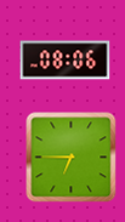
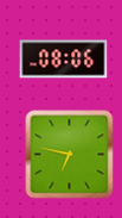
clock at (72, 158): 6:45 -> 6:47
